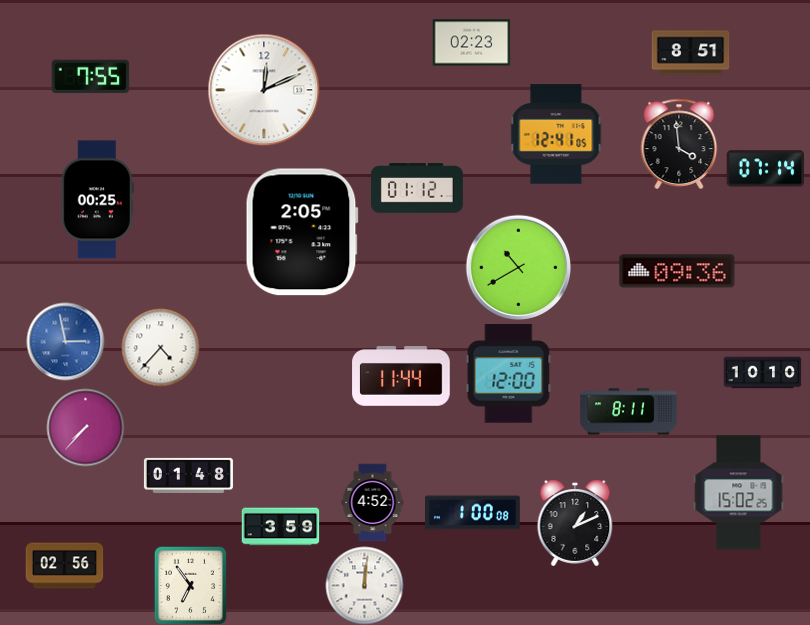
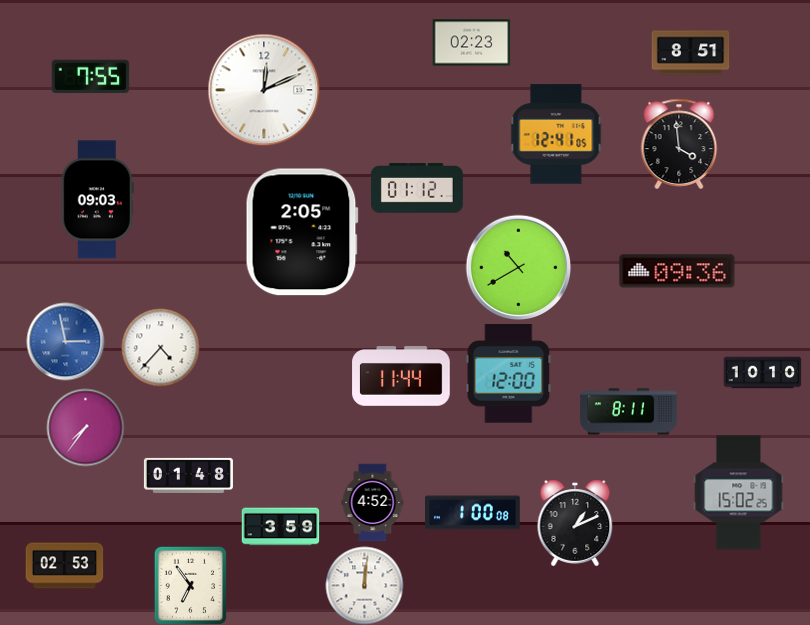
clock at (765, 169): 07:14 -> none
clock at (97, 200): 00:25 -> 09:03
clock at (85, 427): 7:37 -> 7:36
clock at (64, 566): 02:56 -> 02:53
